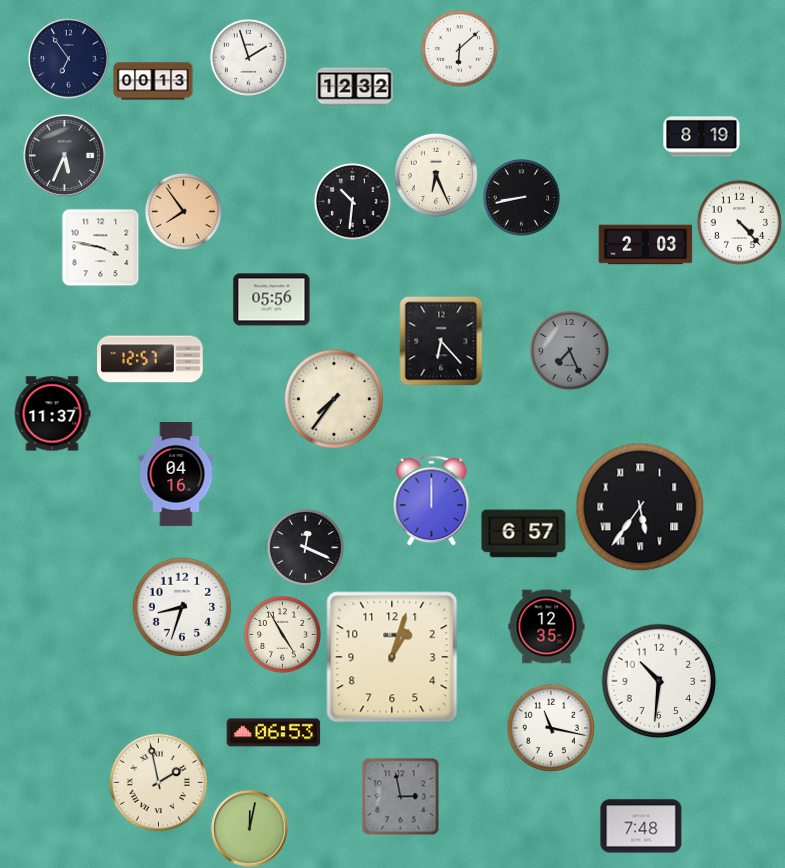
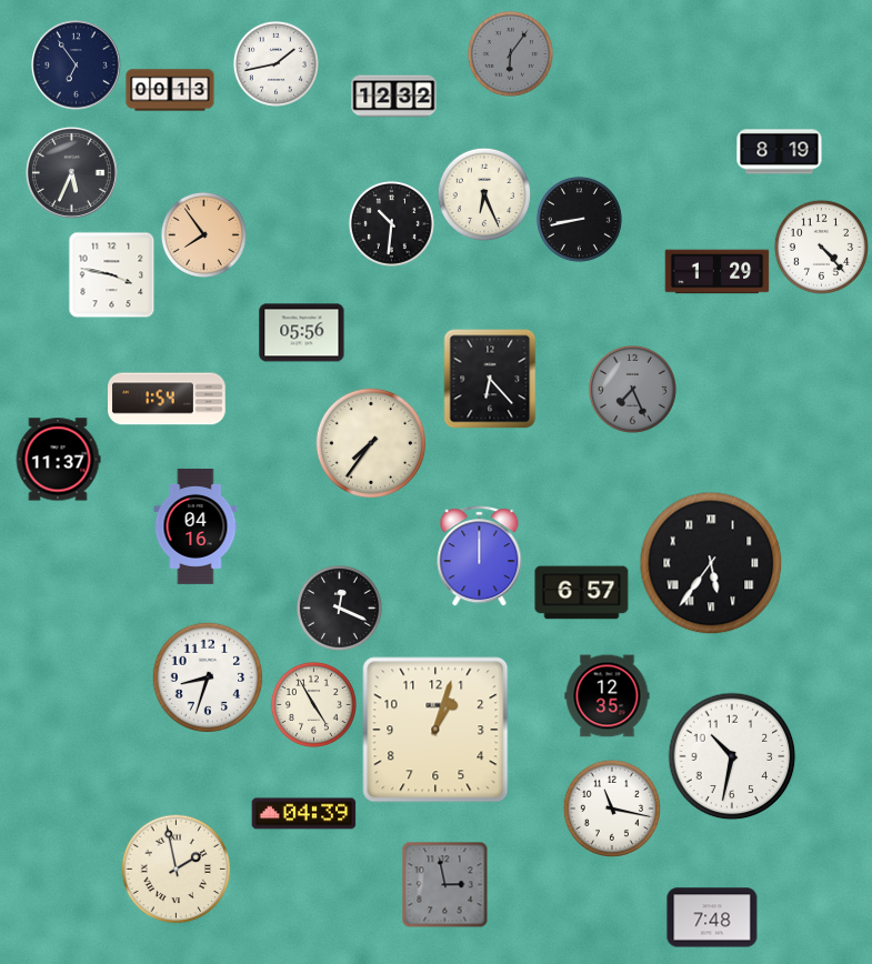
clock at (459, 48): 6:08 -> 6:06
clock at (459, 48) dial: white -> grey
clock at (248, 57): 1:57 -> 1:43
clock at (646, 245): 2:03 -> 1:29
clock at (151, 359): 12:57 -> 1:54
clock at (182, 607) position: (182, 607) -> (208, 677)
clock at (659, 681): 10:31 -> 10:32
clock at (274, 733): 06:53 -> 04:39
clock at (250, 829): 12:02 -> none
